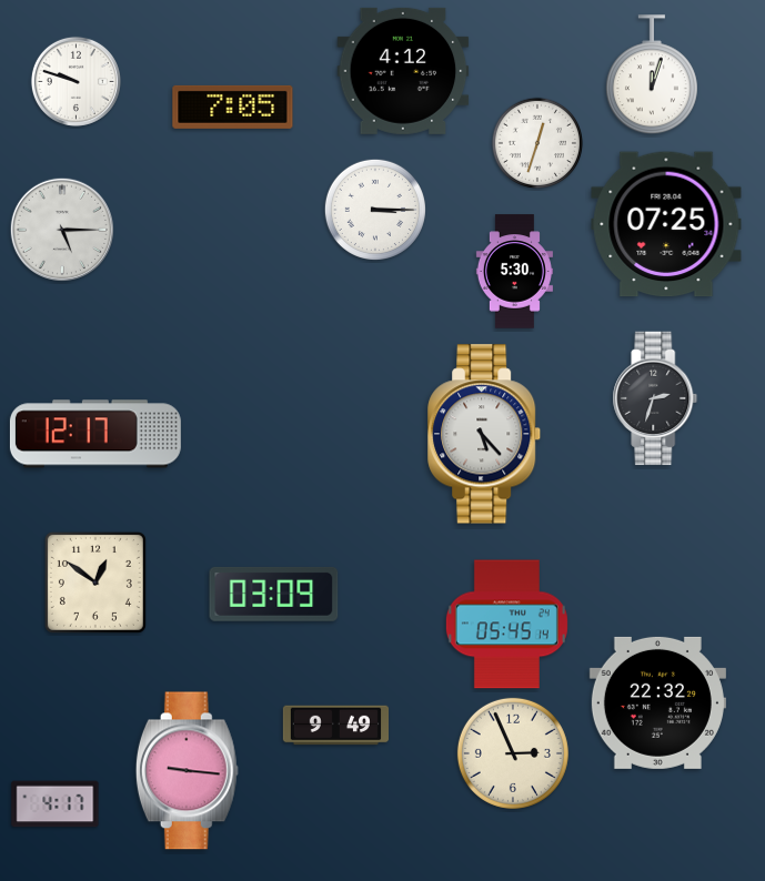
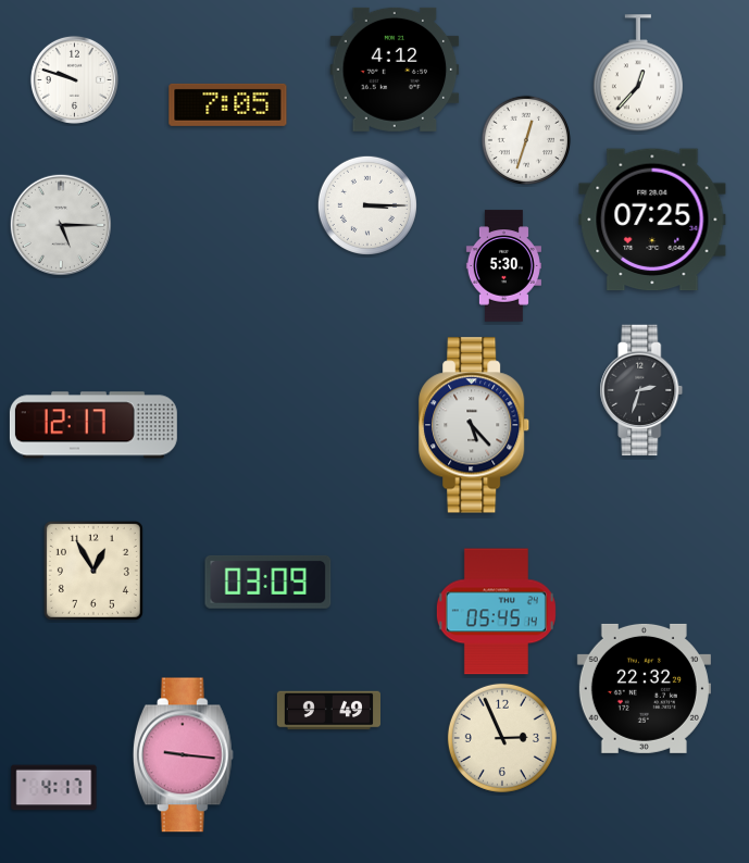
clock at (652, 75): 12:03 -> 12:37
clock at (95, 583): 12:51 -> 12:55
